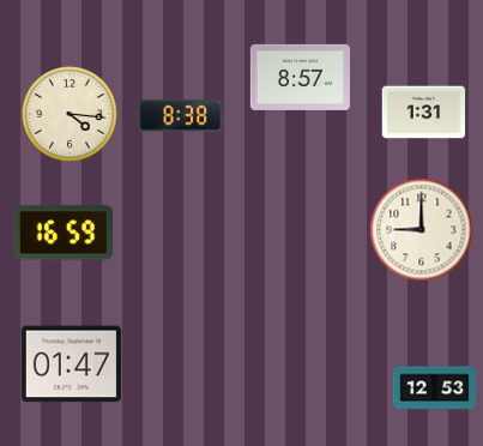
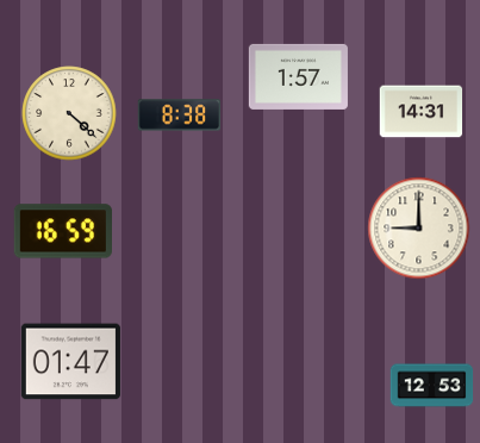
clock at (300, 77): 8:57 -> 1:57
clock at (424, 113): 1:31 -> 14:31
clock at (70, 114): 4:16 -> 4:22
